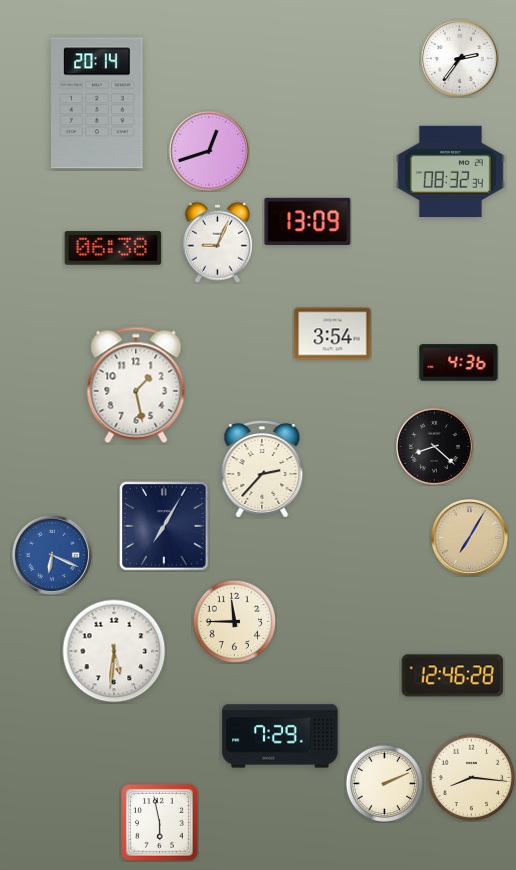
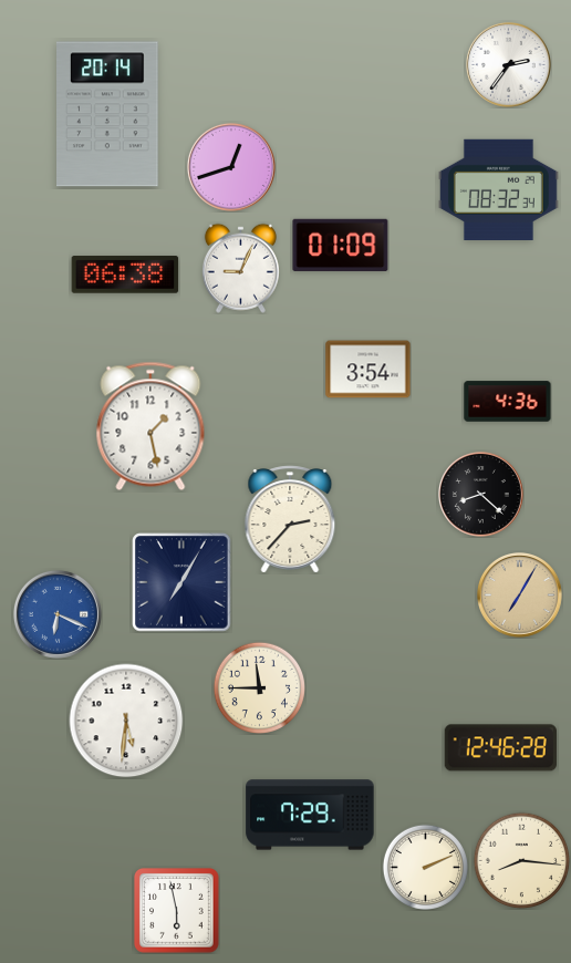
clock at (308, 221): 13:09 -> 01:09
